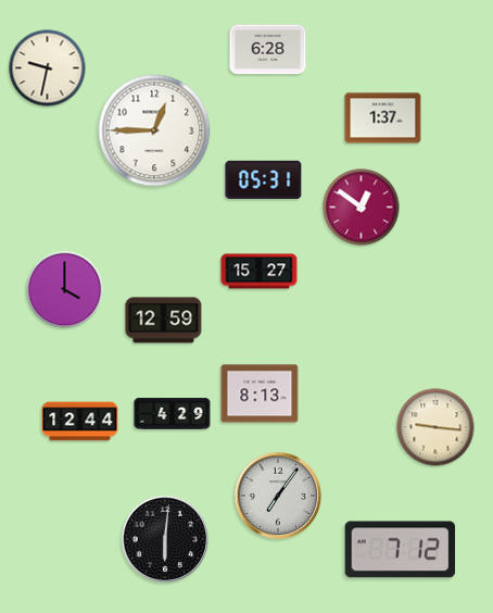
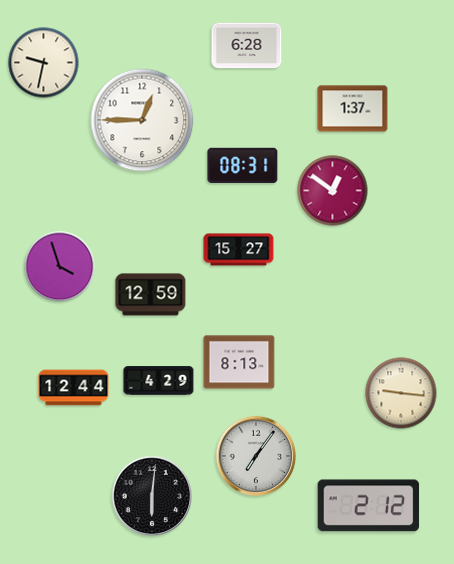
clock at (264, 179): 05:31 -> 08:31
clock at (65, 290): 4:00 -> 3:57
clock at (401, 550): 7:12 -> 2:12
